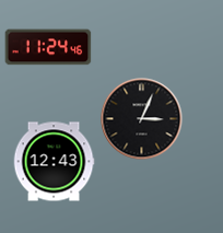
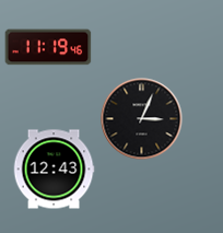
clock at (48, 47): 11:24 -> 11:19
clock at (54, 162) position: (54, 162) -> (54, 170)
